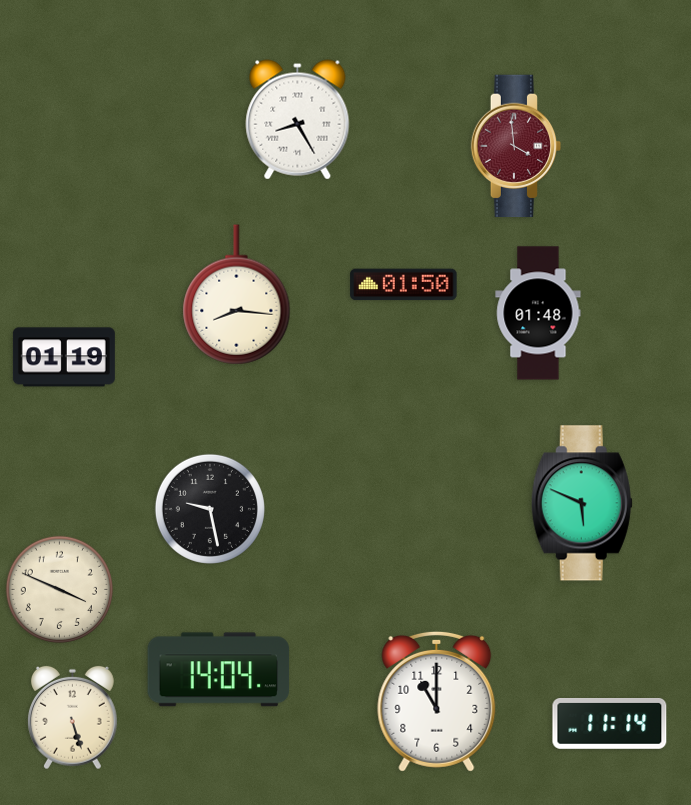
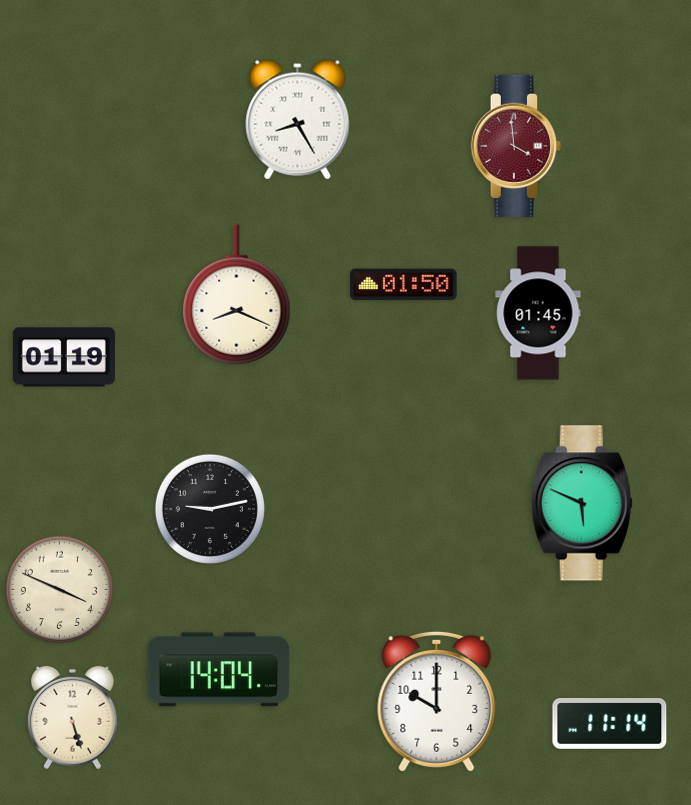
clock at (237, 295): 8:16 -> 8:19
clock at (538, 313): 01:48 -> 01:45
clock at (210, 509): 9:28 -> 9:13
clock at (437, 701): 11:00 -> 10:00
